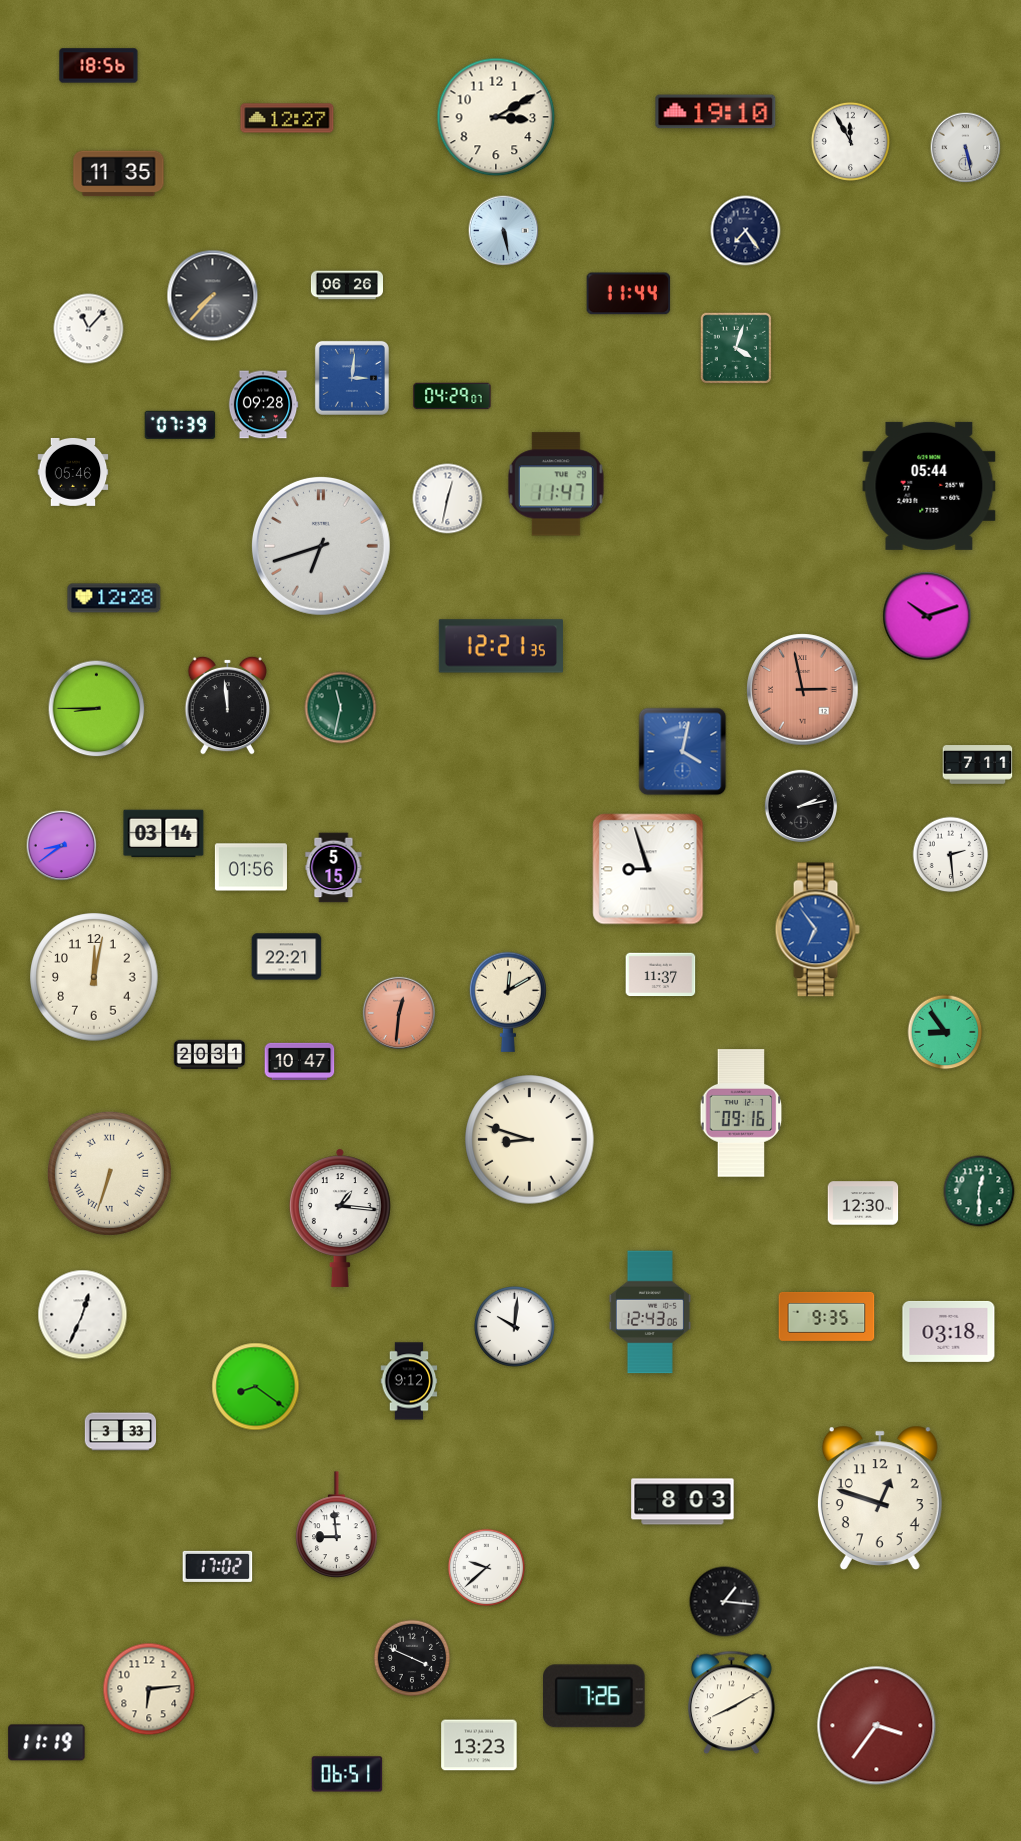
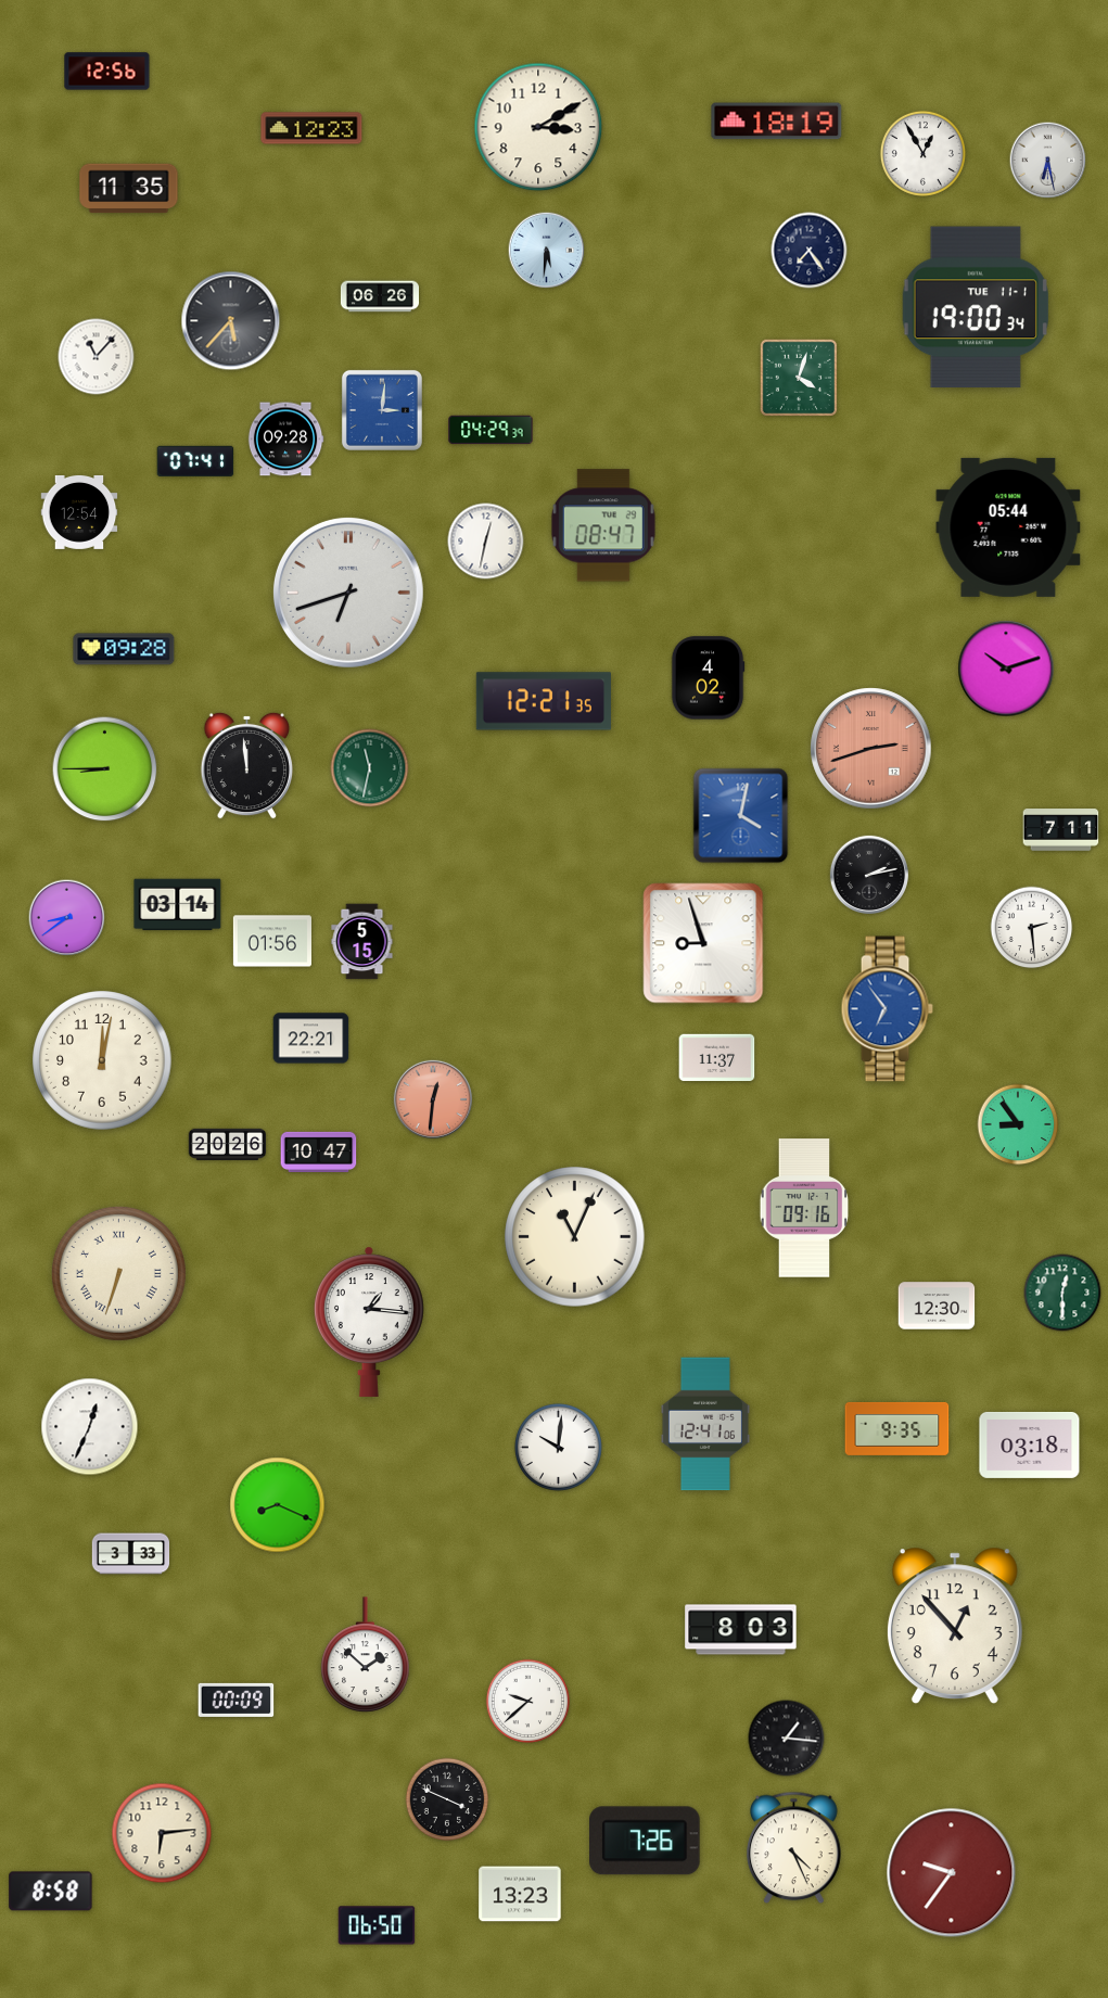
clock at (99, 66): 18:56 -> 12:56
clock at (716, 112): 19:10 -> 18:19
clock at (287, 118): 12:27 -> 12:23
clock at (850, 141): 11:55 -> 12:55
clock at (966, 148): 5:28 -> 6:28
clock at (504, 231): 5:28 -> 5:31
clock at (976, 307): none -> 19:00
clock at (346, 285) position: (346, 285) -> (379, 296)
clock at (629, 294): 11:44 -> none
clock at (213, 296): 7:37 -> 5:37
clock at (452, 396): 04:29:07 -> 04:29:39
clock at (180, 425): 07:39 -> 07:41
clock at (73, 472): 05:46 -> 12:54
clock at (556, 484): 11:47 -> 08:47
clock at (114, 598): 12:28 -> 09:28
clock at (708, 678): none -> 4:02
clock at (803, 690): 2:58 -> 2:42
clock at (508, 1002): 12:10 -> none
clock at (945, 1032) position: (945, 1032) -> (1018, 1124)
clock at (210, 1054): 20:31 -> 20:26
clock at (300, 1061) position: (300, 1061) -> (319, 1151)
clock at (530, 1140): 8:48 -> 11:04
clock at (650, 1312): 12:43 -> 12:41
clock at (514, 1326) position: (514, 1326) -> (558, 1447)
clock at (409, 1381): 9:12 -> none
clock at (256, 1387): 8:21 -> 8:19
clock at (880, 1497): 12:48 -> 12:53
clock at (337, 1524): 8:59 -> 1:52
clock at (218, 1566): 17:02 -> 00:09
clock at (732, 1703): 8:10 -> 4:26
clock at (877, 1726): 3:36 -> 9:36
clock at (47, 1743): 11:19 -> 8:58
clock at (347, 1774): 06:51 -> 06:50
